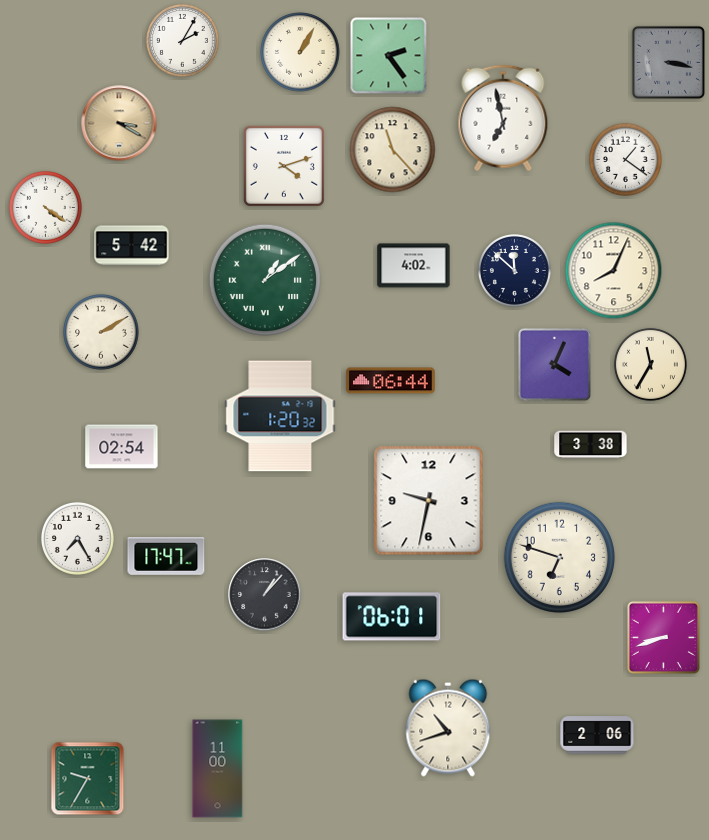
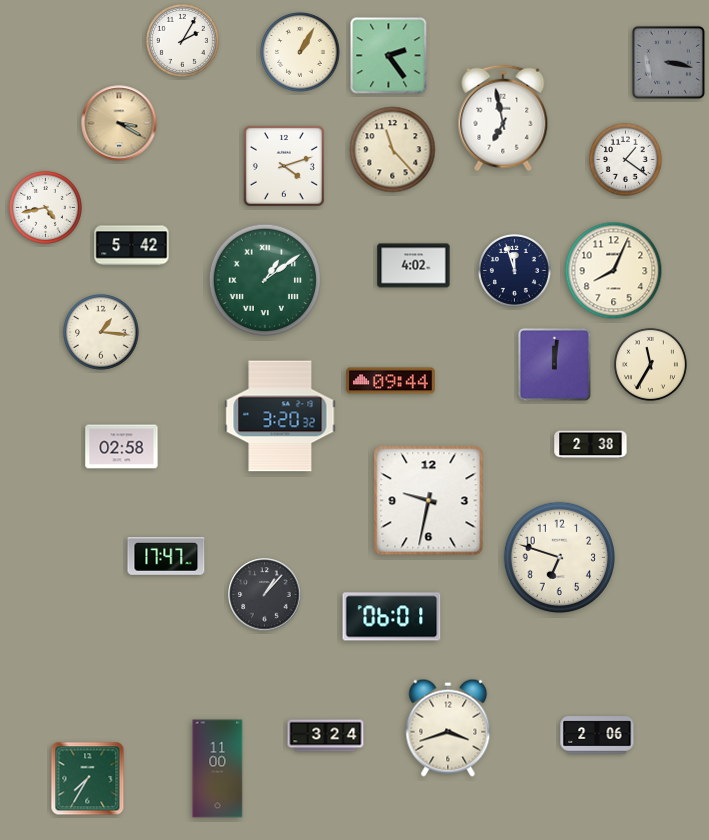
clock at (45, 207): 4:21 -> 4:43
clock at (514, 270): 11:52 -> 11:57
clock at (101, 332): 2:10 -> 1:16
clock at (554, 364): 4:04 -> 12:01
clock at (391, 381): 06:44 -> 09:44
clock at (280, 416): 1:20 -> 3:20
clock at (591, 445): 3:38 -> 2:38
clock at (122, 447): 02:54 -> 02:58
clock at (77, 538): 7:25 -> none
clock at (663, 637): 8:42 -> none
clock at (448, 728): 10:42 -> 3:42
clock at (326, 736): none -> 3:24
clock at (88, 779): 9:35 -> 7:35
